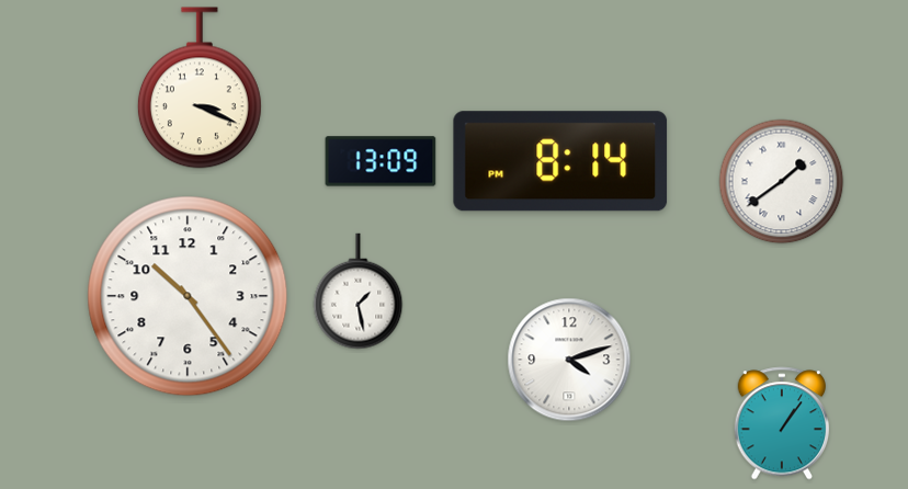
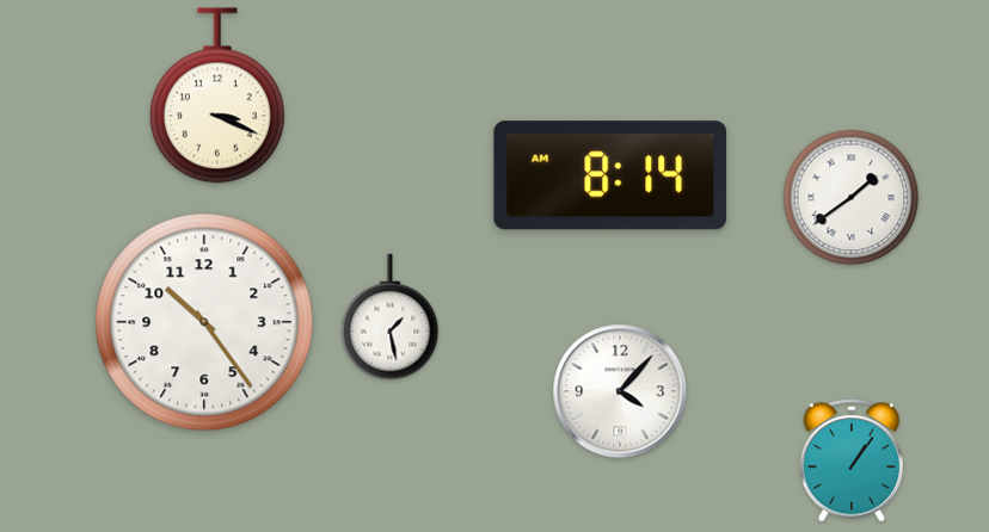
clock at (381, 161): 13:09 -> none
clock at (560, 161): 8:14 PM -> 8:14 AM
clock at (569, 360): 4:12 -> 4:07
